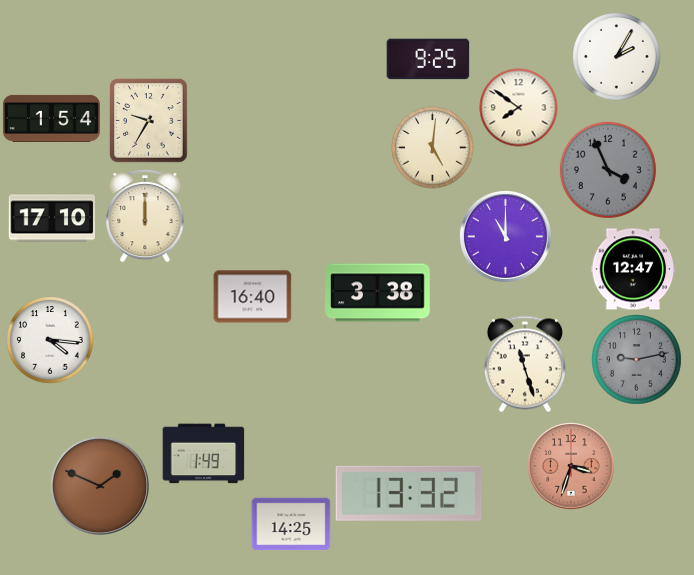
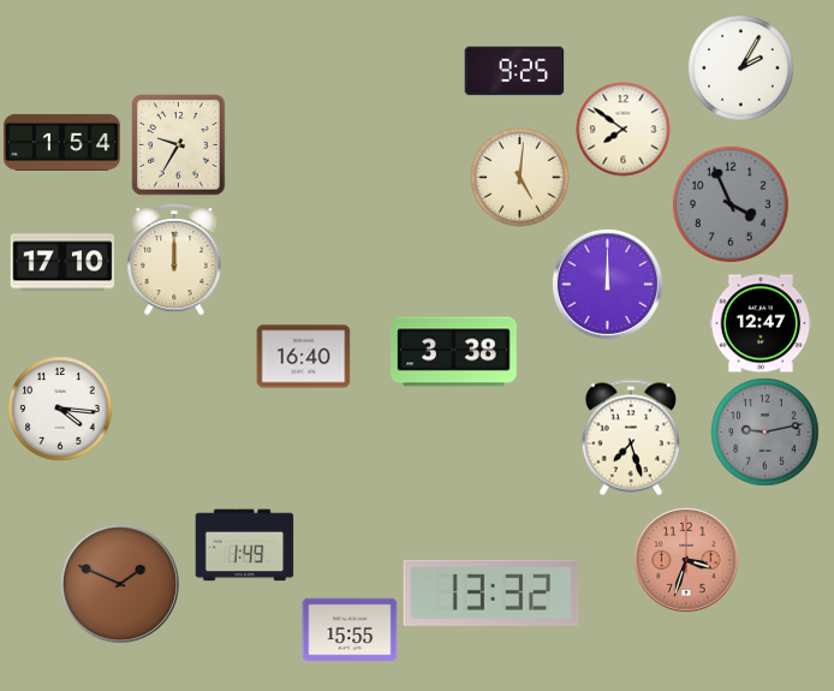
clock at (505, 236): 11:00 -> 12:00
clock at (525, 364): 11:27 -> 7:27
clock at (291, 524): 14:25 -> 15:55
